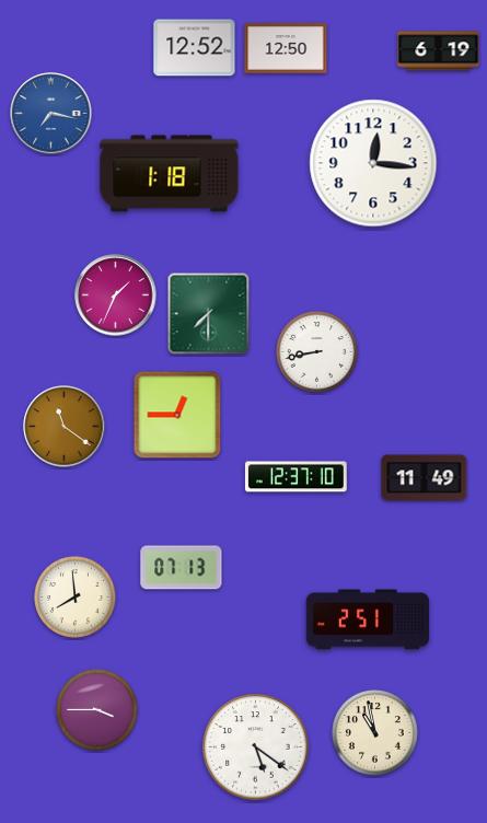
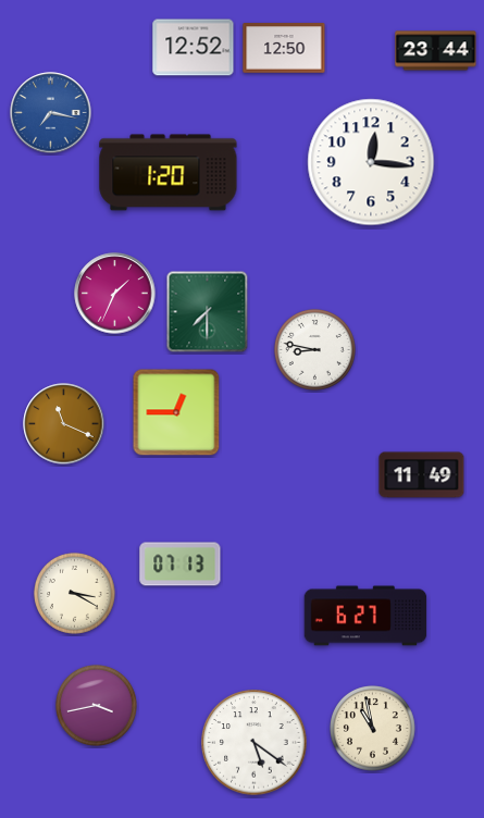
clock at (439, 51): 6:19 -> 23:44
clock at (170, 174): 1:18 -> 1:20
clock at (317, 352): 8:43 -> 8:47
clock at (65, 427): 11:21 -> 11:19
clock at (297, 477): 12:37 -> none
clock at (76, 598): 7:59 -> 3:20
clock at (368, 619): 2:51 -> 6:27
clock at (97, 710): 3:45 -> 3:43
